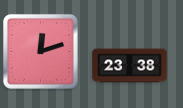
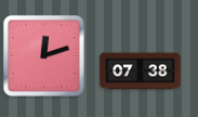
clock at (130, 66): 23:38 -> 07:38
